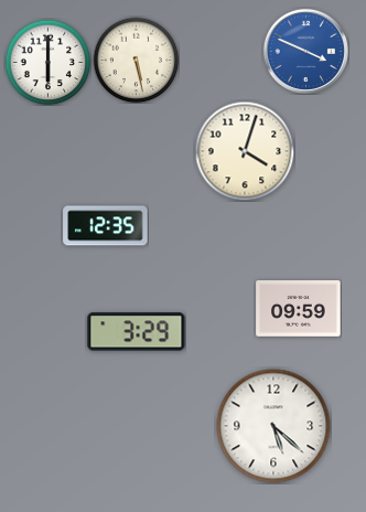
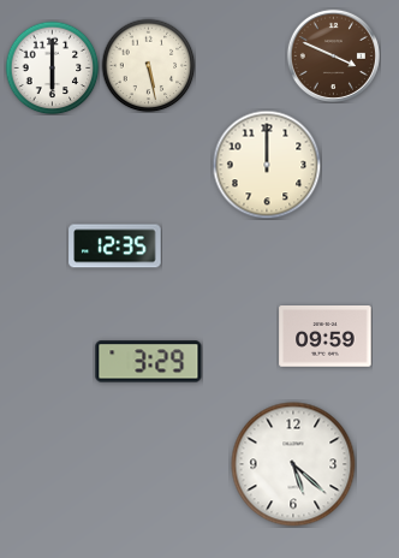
clock at (305, 51) dial: blue -> brown
clock at (245, 151): 4:03 -> 12:00
clock at (273, 426) position: (273, 426) -> (293, 464)
